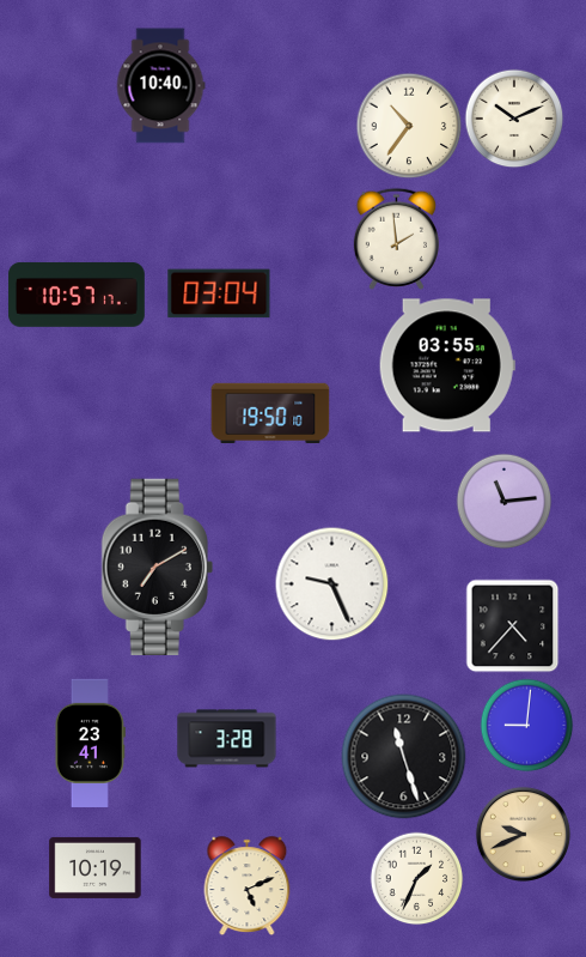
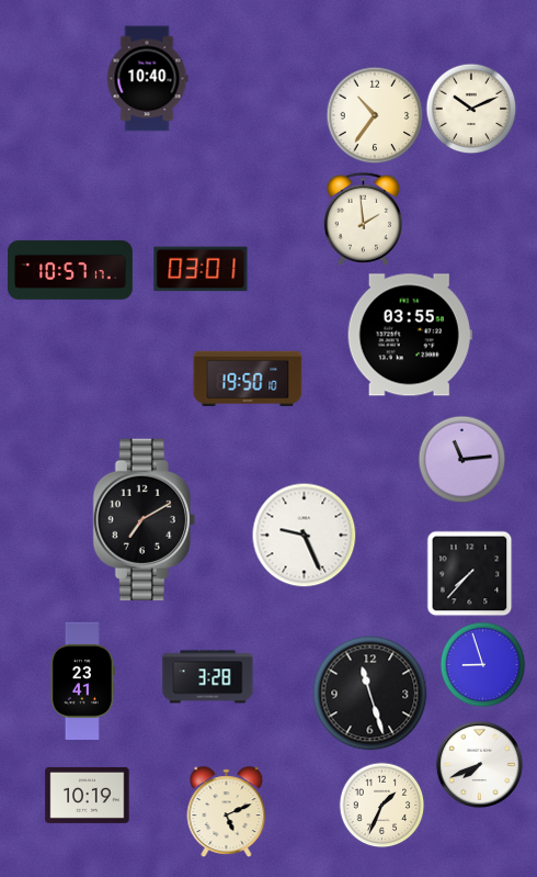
clock at (219, 293): 03:04 -> 03:01
clock at (512, 625): 4:37 -> 7:37
clock at (526, 725): 9:01 -> 8:57
clock at (523, 834): 9:41 -> 7:41
clock at (523, 834) dial: champagne -> white
